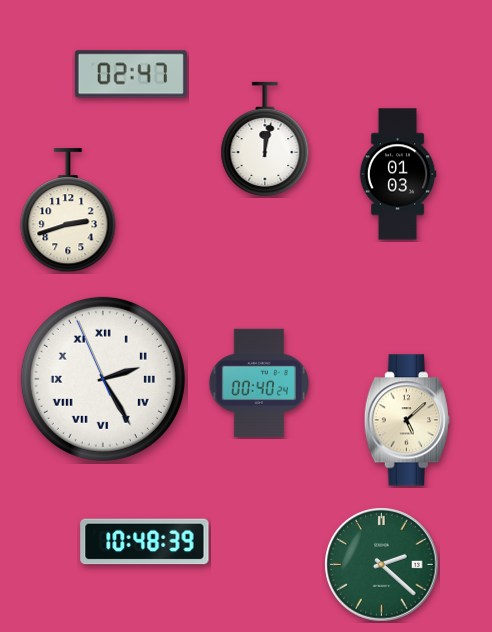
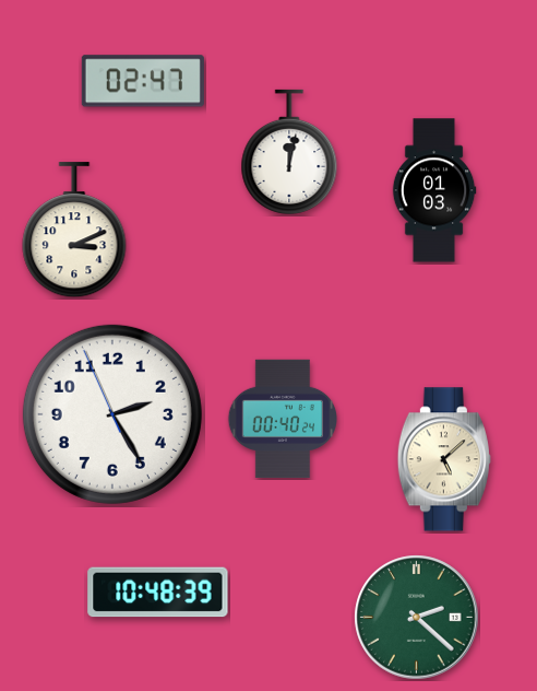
clock at (68, 211): 2:42 -> 3:11
clock at (103, 379) numerals: Roman -> Arabic
